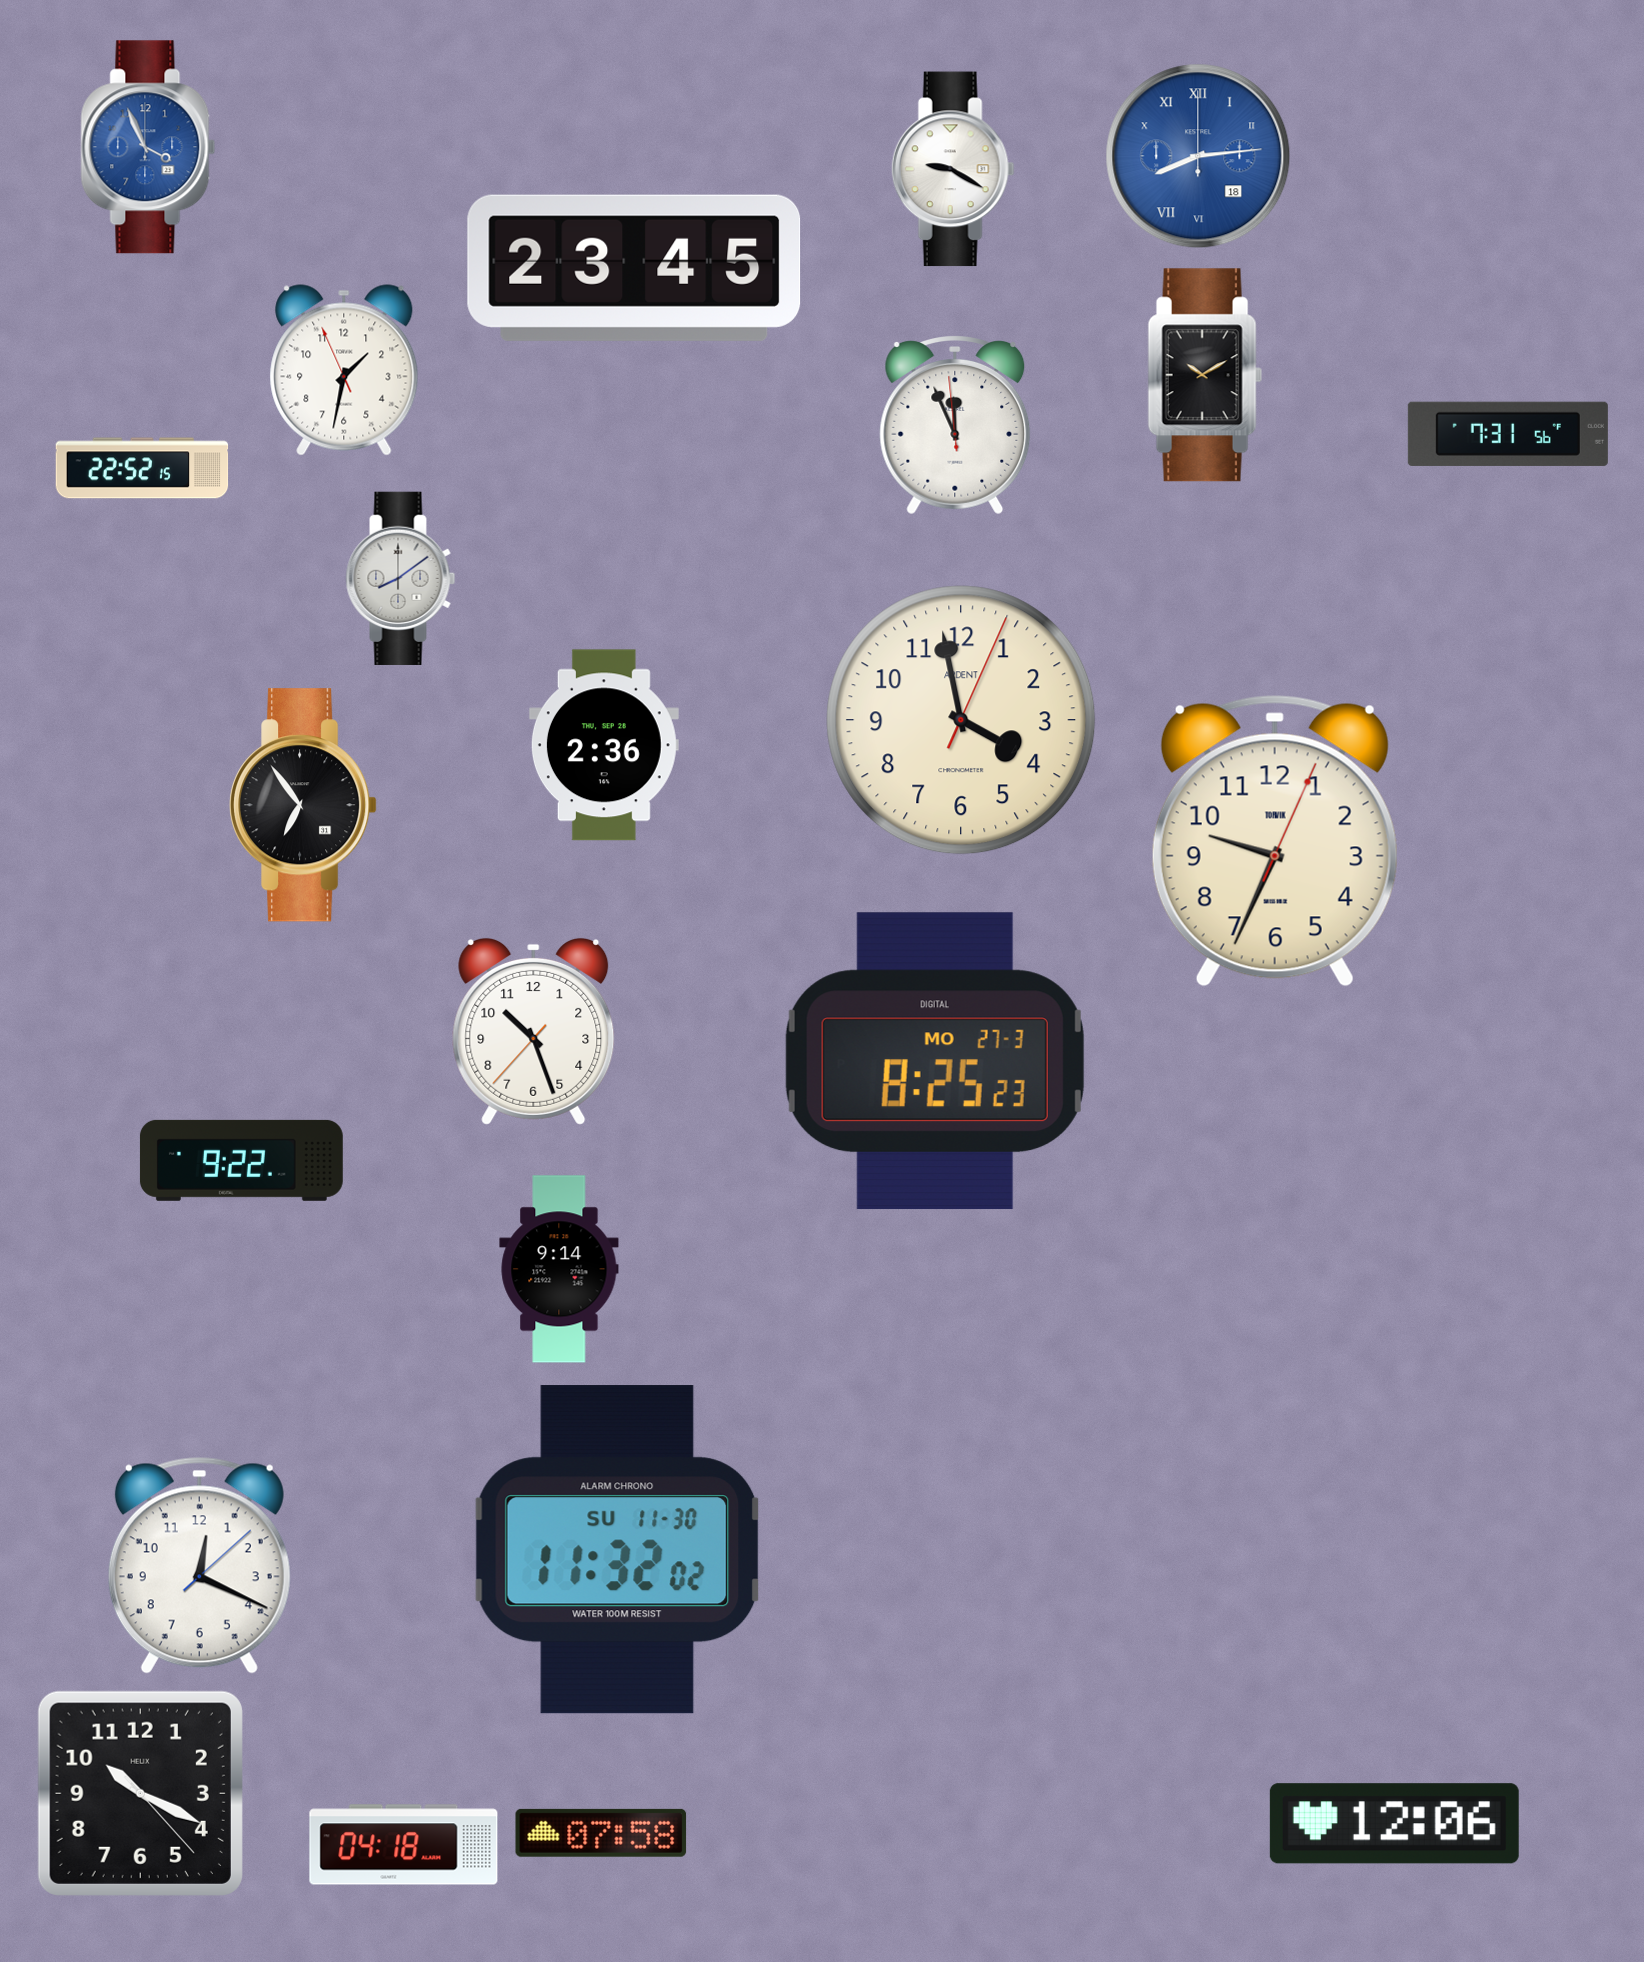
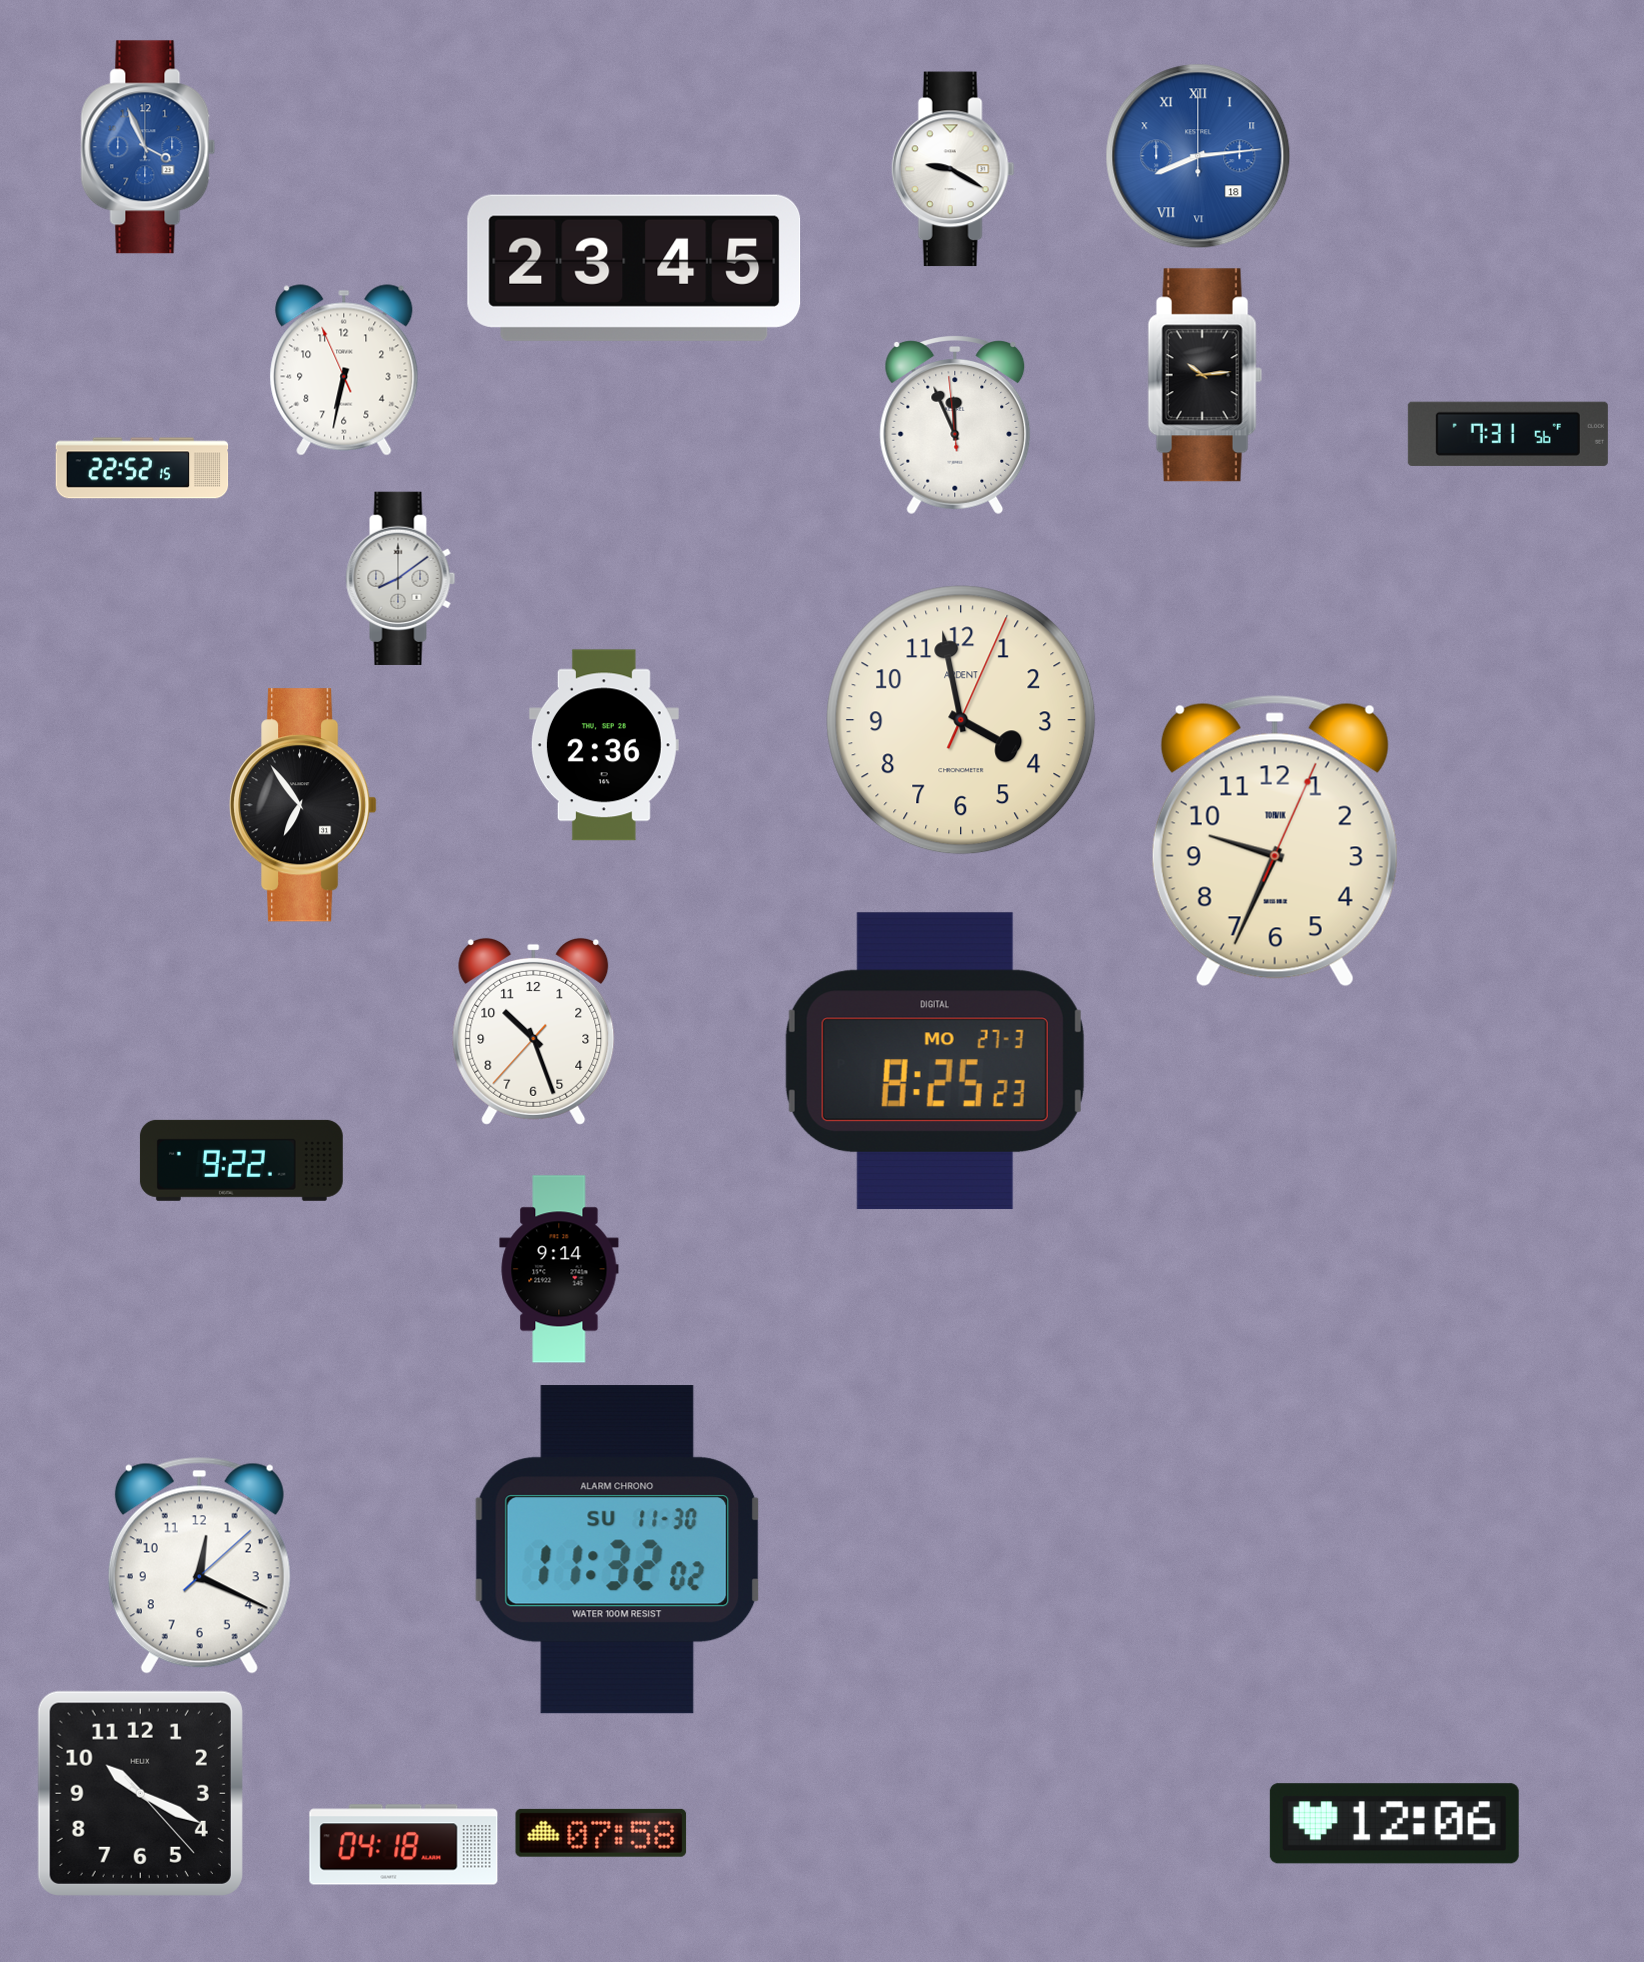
clock at (344, 370): 1:31 -> 6:31
clock at (1205, 375): 10:10 -> 10:14
